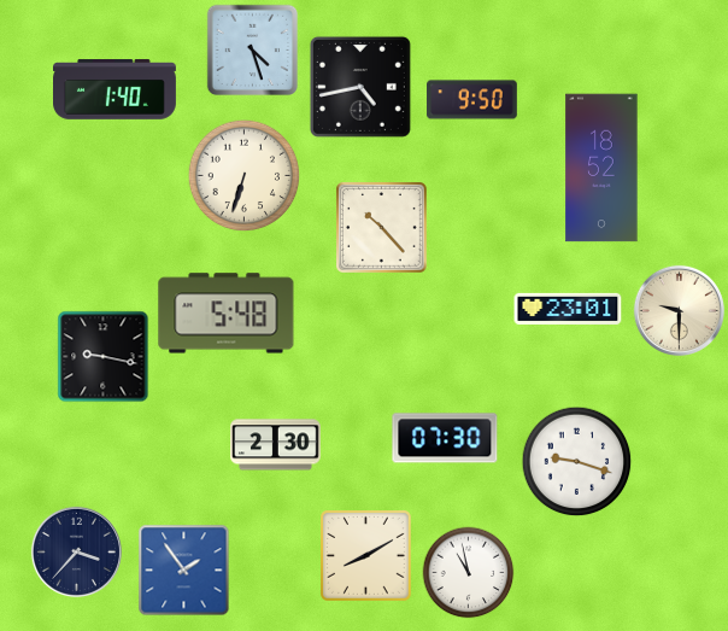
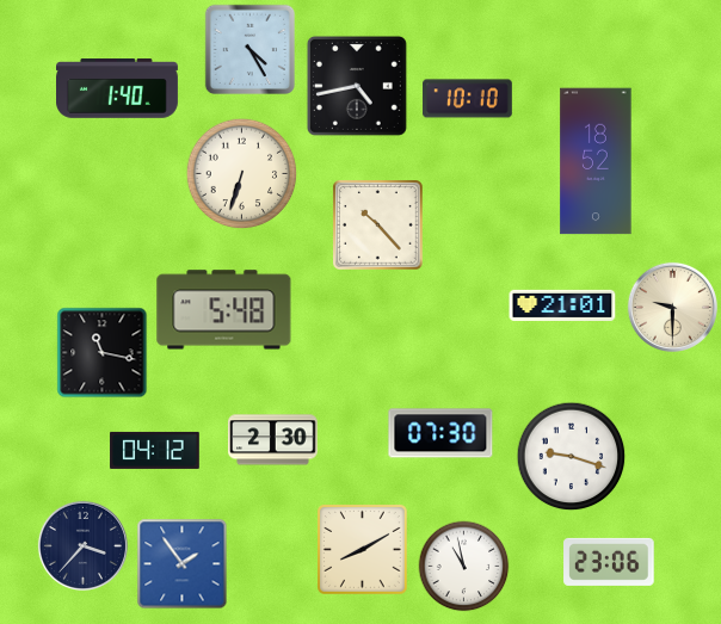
clock at (252, 49): 4:27 -> 4:25
clock at (116, 89) position: (116, 89) -> (118, 88)
clock at (472, 100): 9:50 -> 10:10
clock at (601, 168) position: (601, 168) -> (596, 161)
clock at (568, 309): 23:01 -> 21:01
clock at (104, 357): 9:17 -> 11:17
clock at (155, 450): none -> 04:12
clock at (76, 551) position: (76, 551) -> (82, 545)
clock at (609, 562): none -> 23:06
